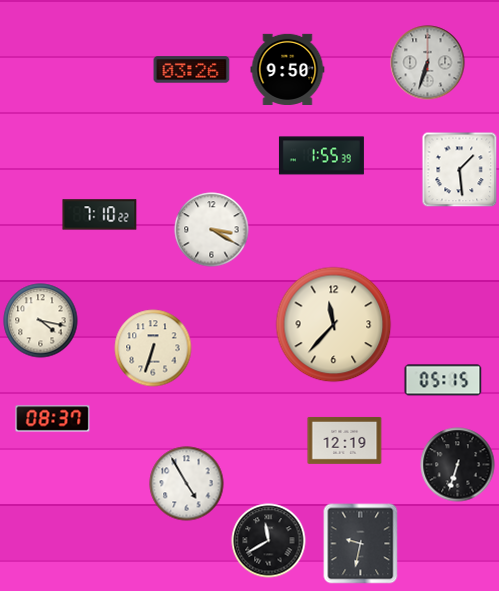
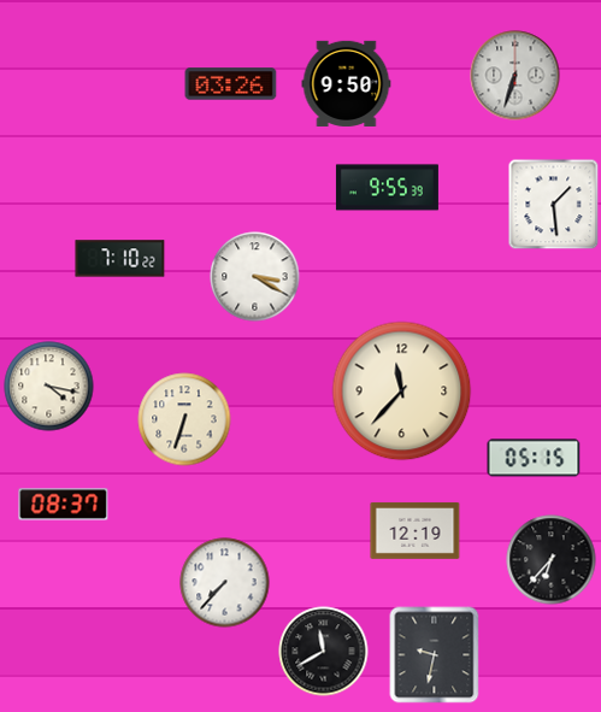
clock at (321, 156): 1:55 -> 9:55
clock at (458, 465): 6:33 -> 6:37
clock at (187, 484): 4:55 -> 7:37
